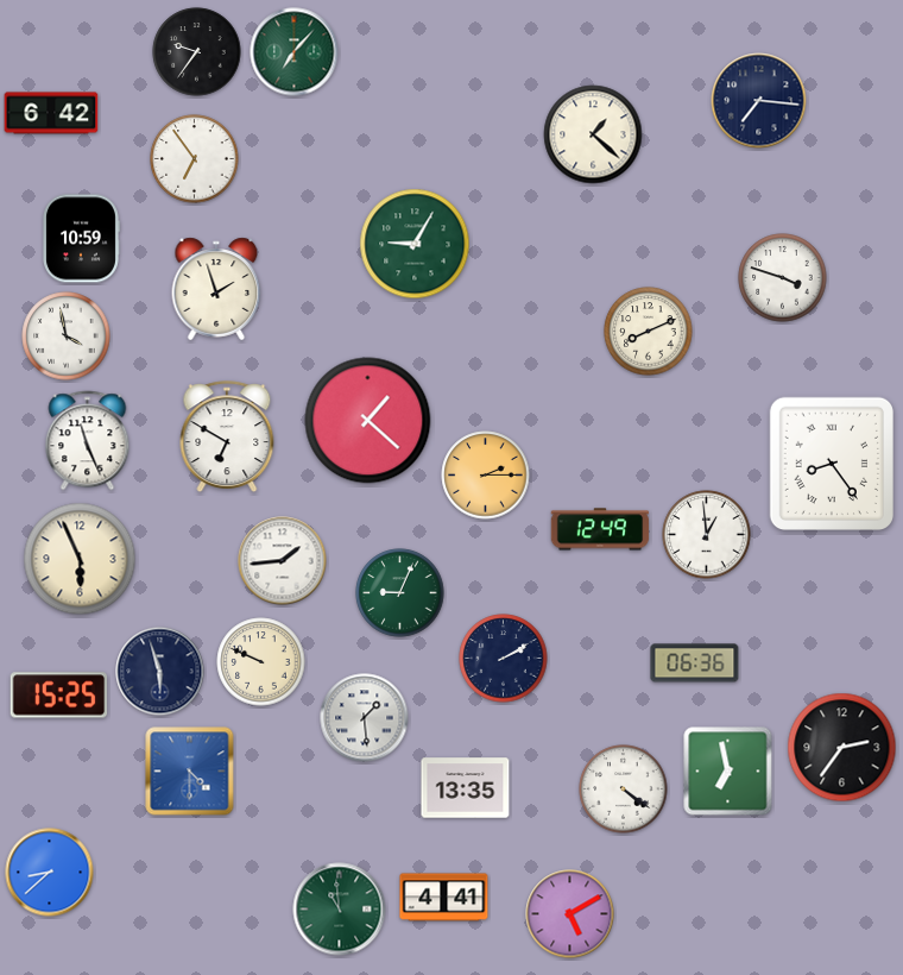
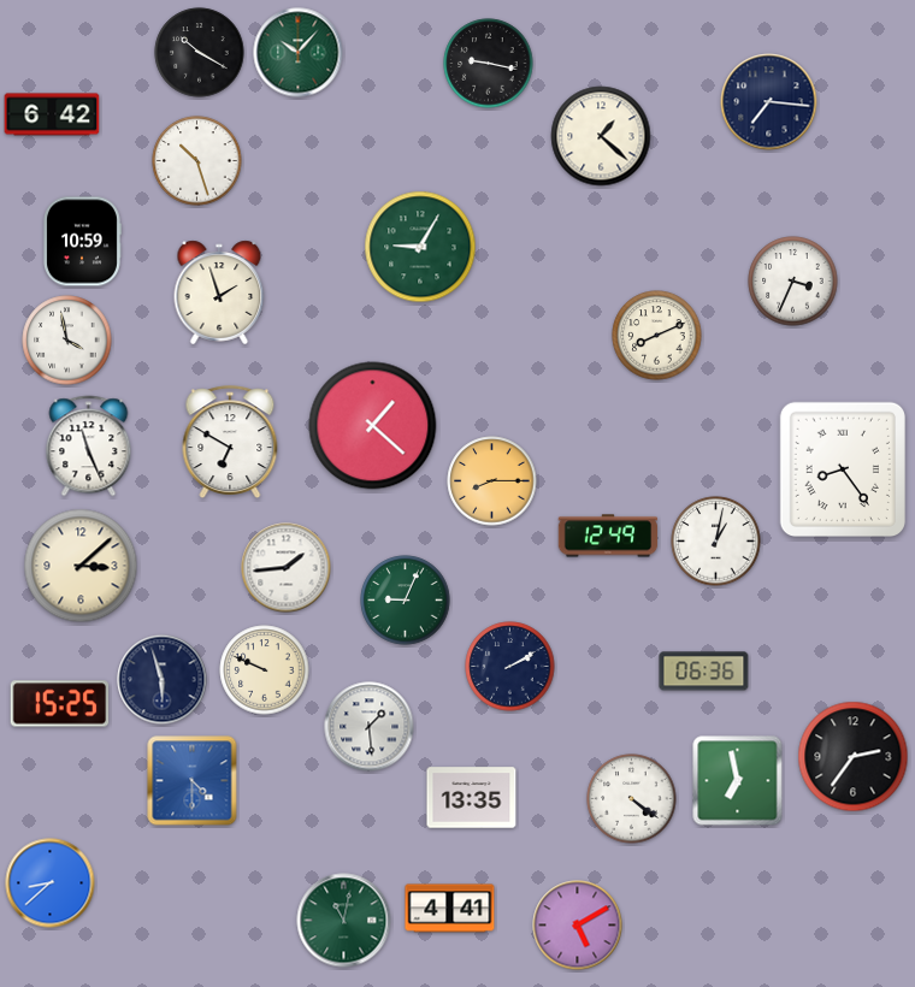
clock at (197, 52): 9:36 -> 10:20
clock at (295, 52): 7:07 -> 10:07
clock at (489, 64): none -> 9:17
clock at (195, 159): 6:54 -> 10:27
clock at (783, 278): 3:48 -> 3:34
clock at (486, 476): 2:15 -> 8:15
clock at (707, 535): 12:59 -> 1:02
clock at (80, 559): 5:56 -> 3:08
clock at (340, 910): 10:59 -> 11:02
